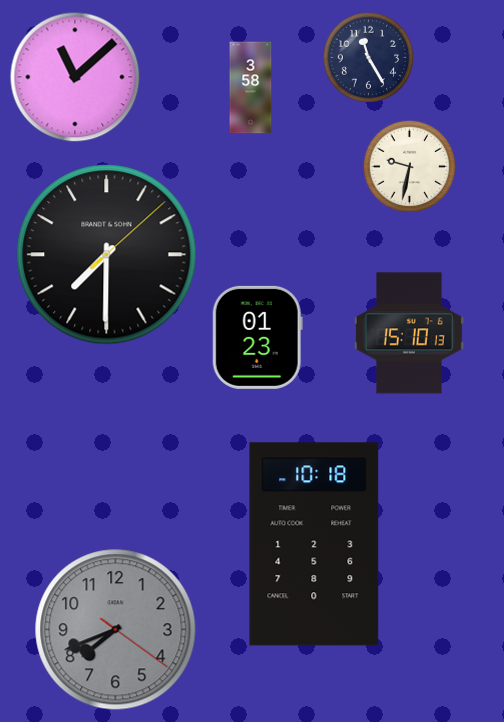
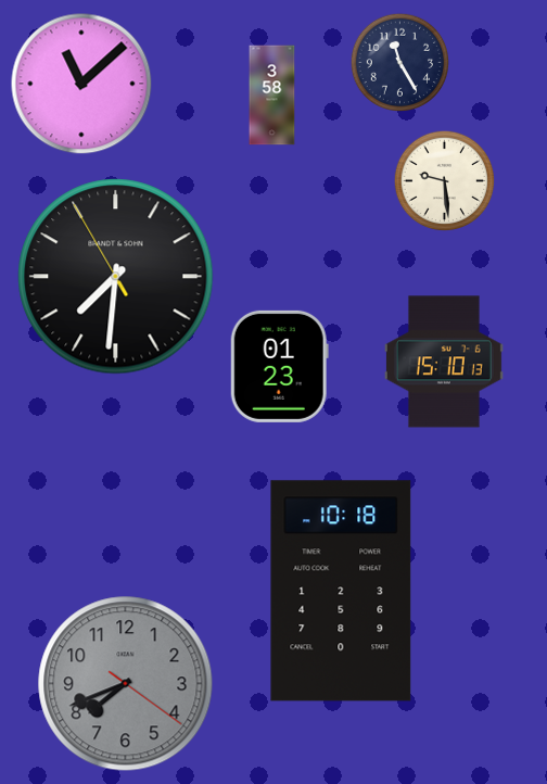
clock at (409, 166): 9:32 -> 9:29
clock at (107, 255): 7:30:08 -> 7:30:55
